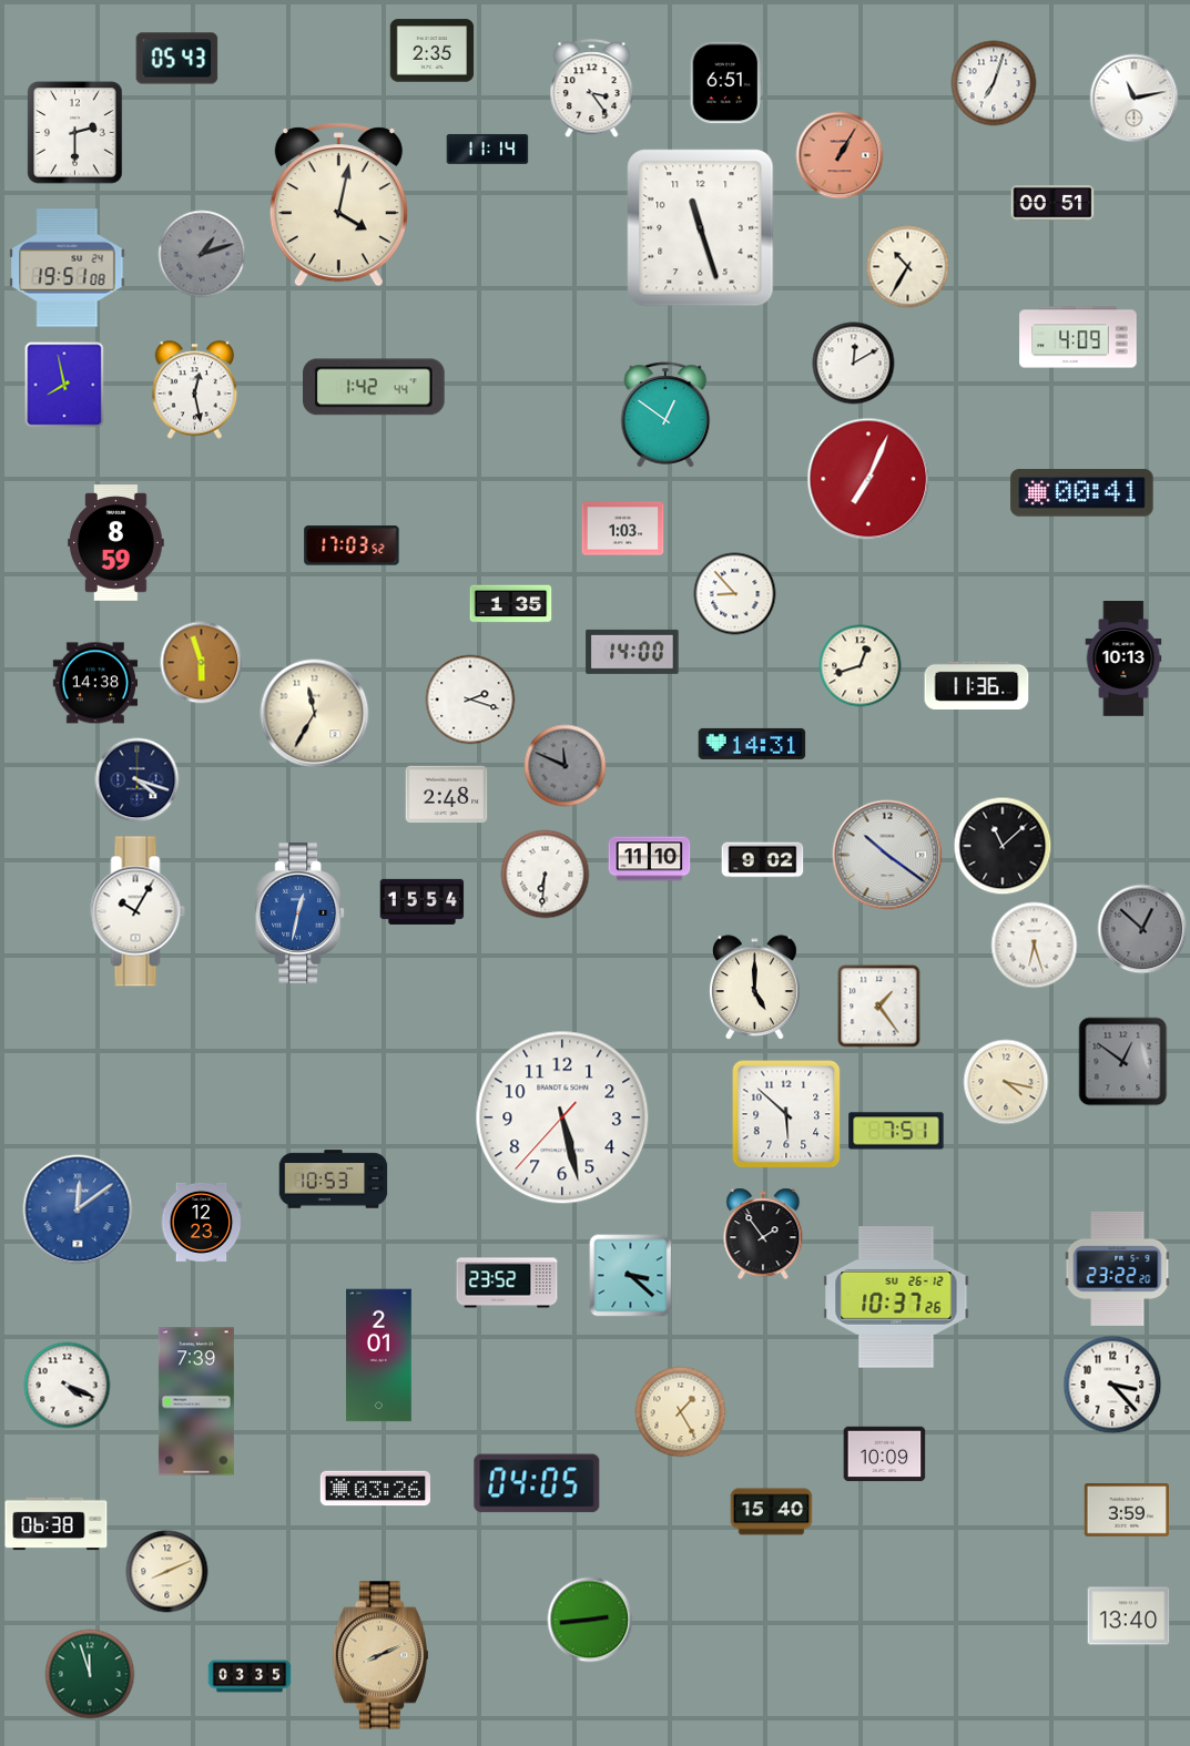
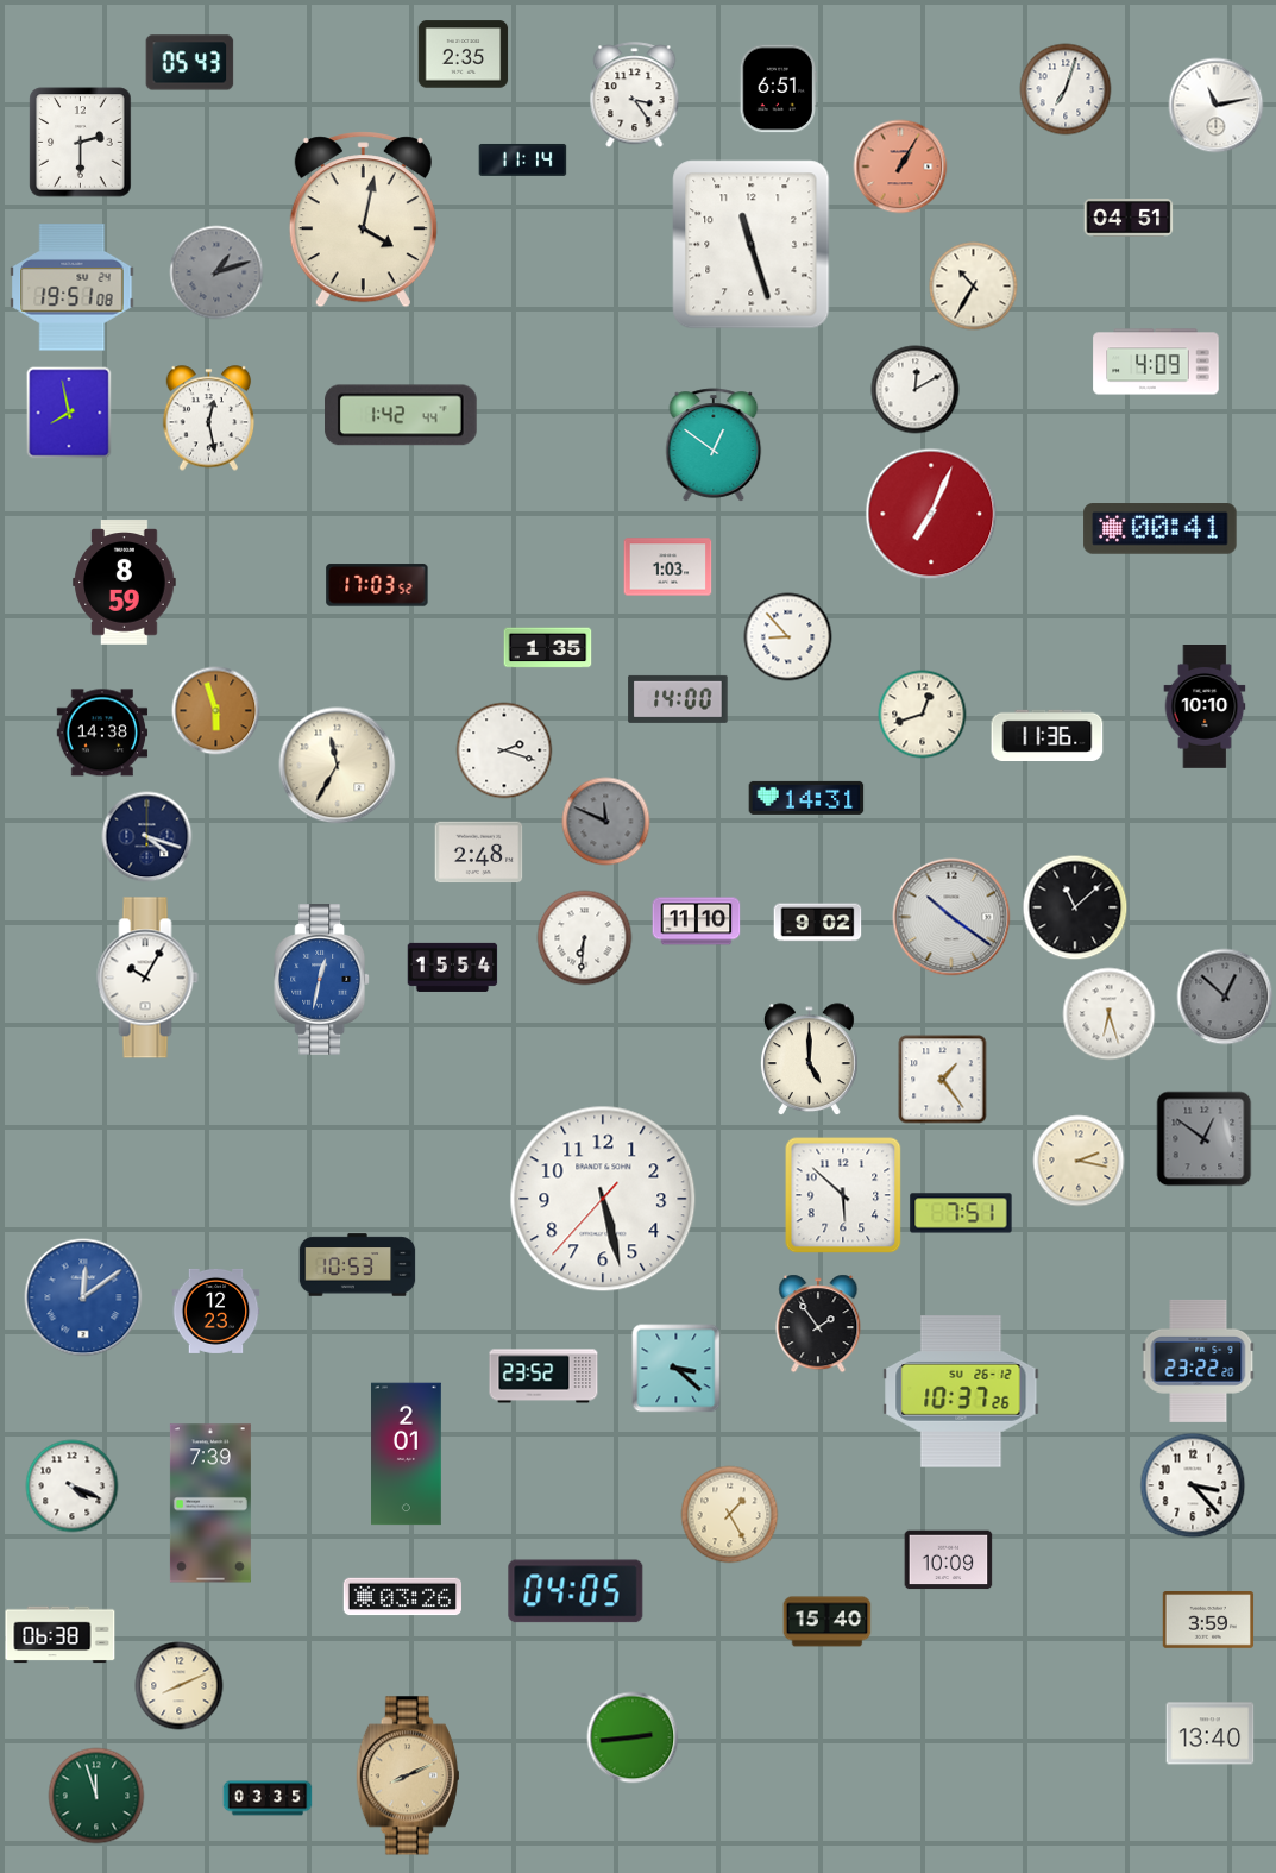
clock at (1052, 203): 00:51 -> 04:51
clock at (1123, 660): 10:13 -> 10:10
clock at (1006, 1082): 4:17 -> 2:17
